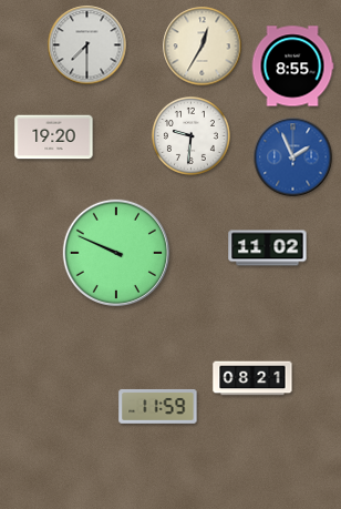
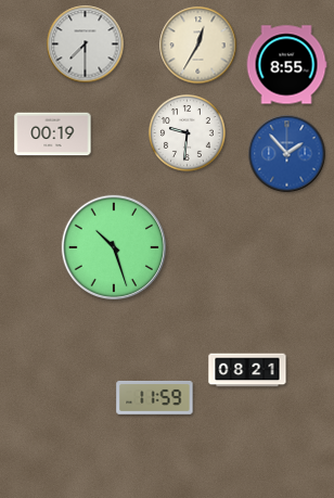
clock at (54, 138): 19:20 -> 00:19
clock at (293, 157): 1:56 -> 1:53
clock at (268, 248): 11:02 -> none
clock at (116, 253): 9:49 -> 10:27
